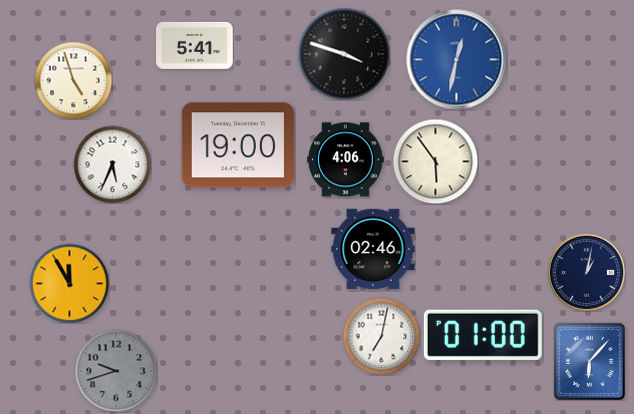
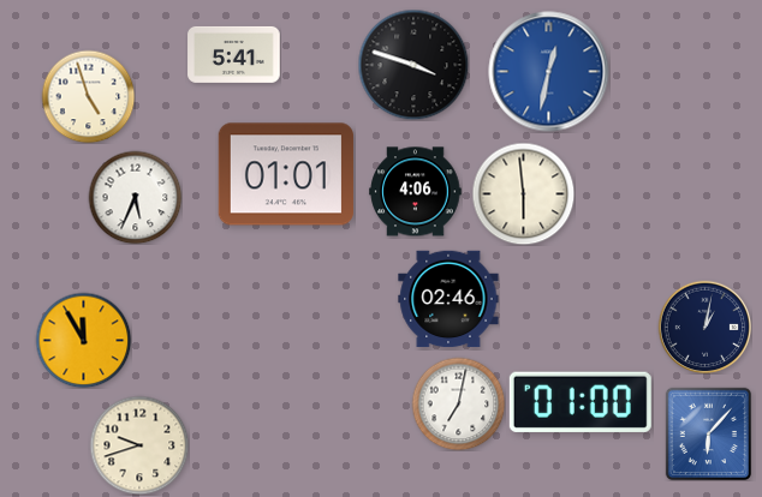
clock at (238, 145): 19:00 -> 01:01
clock at (435, 161): 5:54 -> 5:59
clock at (116, 371) dial: grey -> cream
